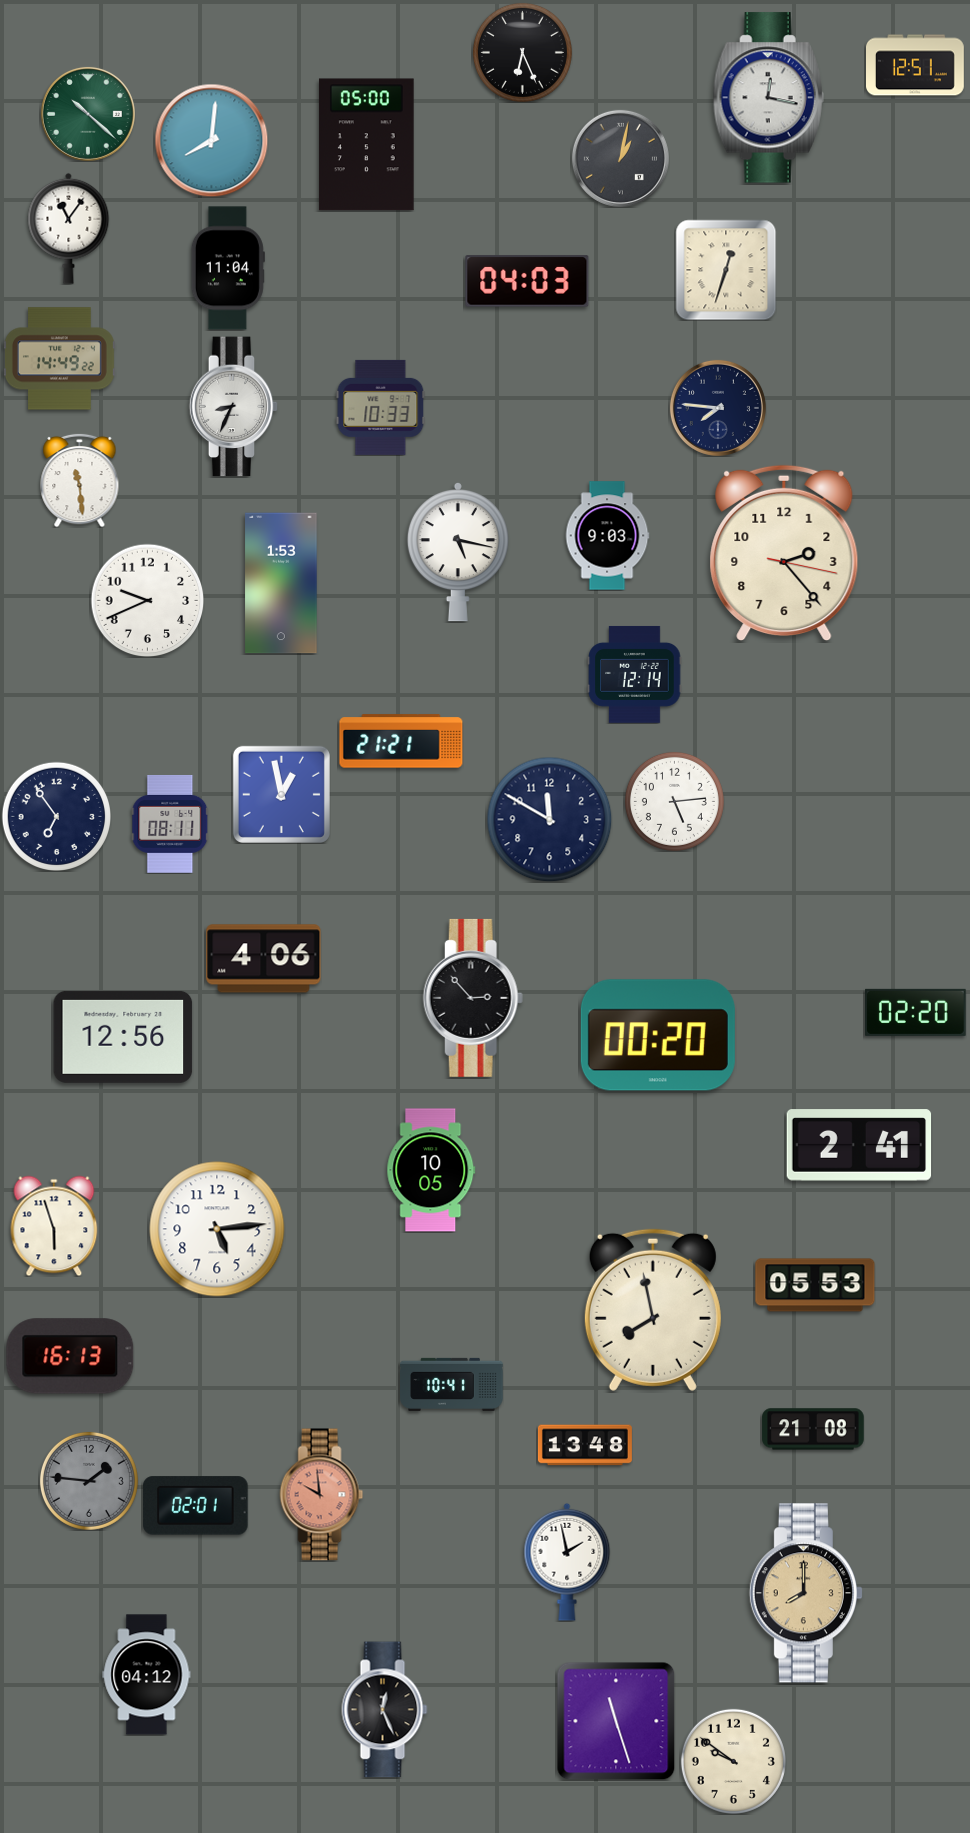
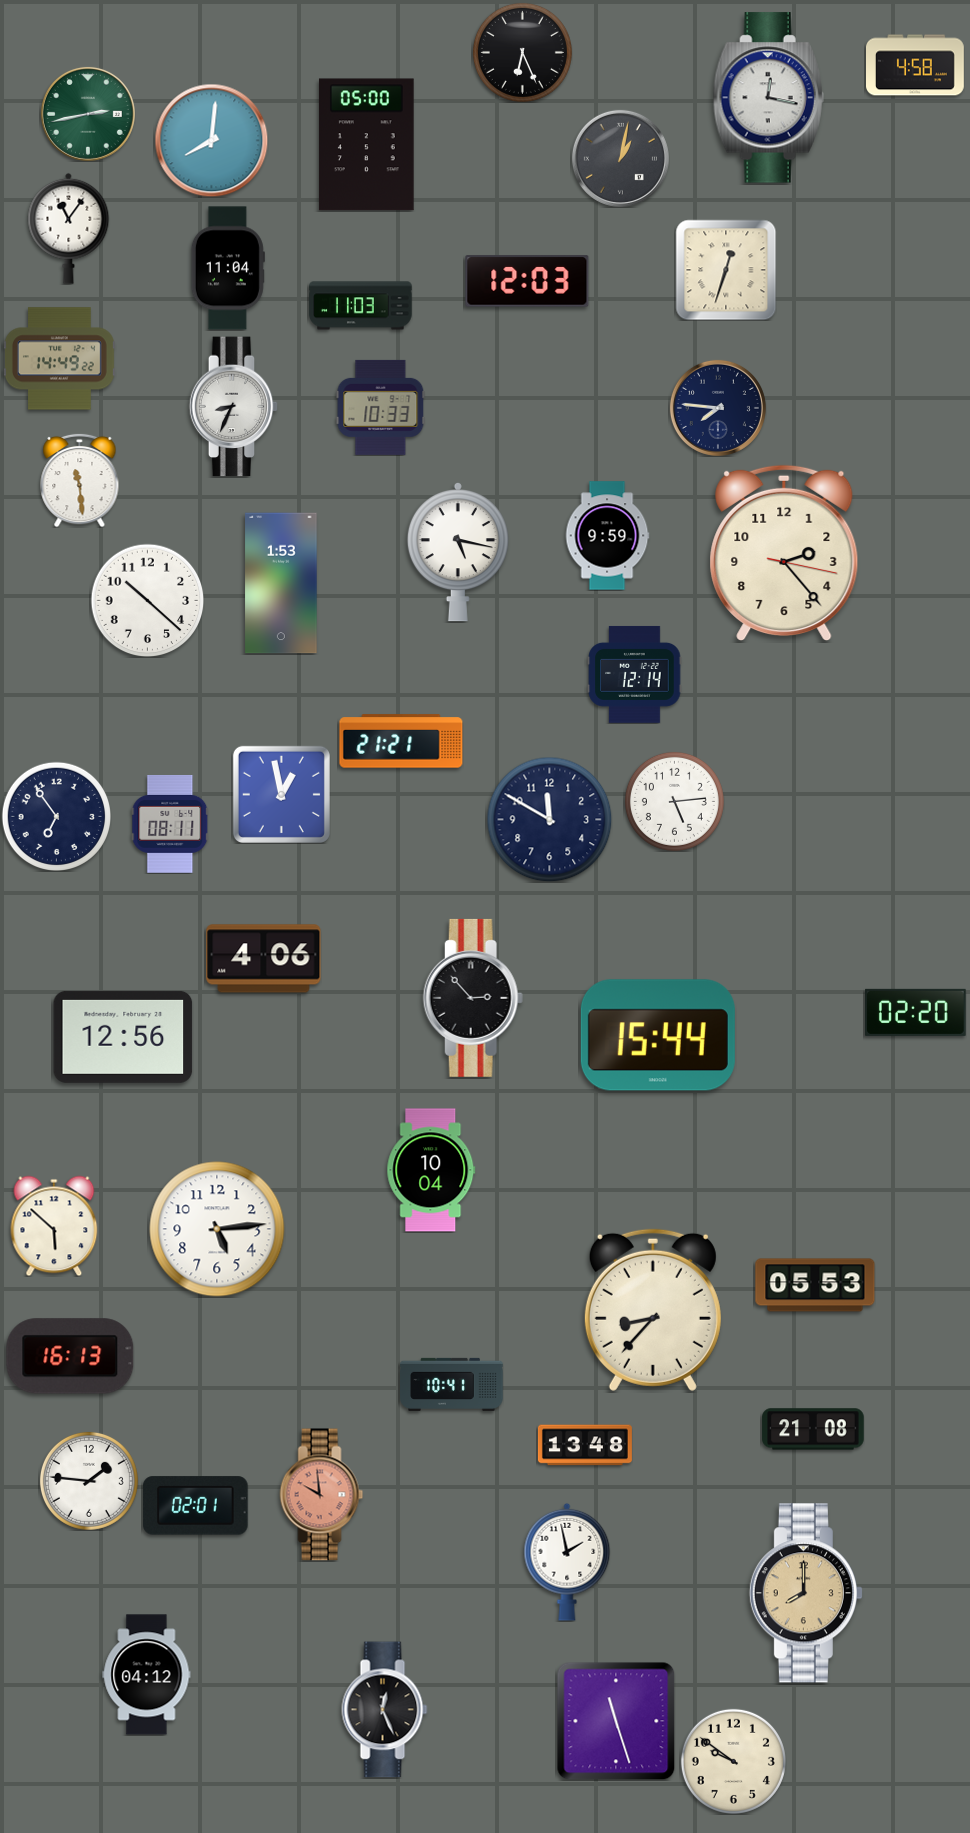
clock at (916, 65): 12:51 -> 4:58
clock at (88, 114): 10:22 -> 2:43
clock at (527, 281): 04:03 -> 12:03
clock at (361, 306): none -> 11:03
clock at (607, 536): 9:03 -> 9:59
clock at (147, 600): 9:41 -> 10:22
clock at (658, 1035): 00:20 -> 15:44
clock at (859, 1145): 2:41 -> none
clock at (431, 1170): 10:05 -> 10:04
clock at (54, 1226): 5:57 -> 5:52
clock at (653, 1310): 7:58 -> 8:37
clock at (89, 1481) dial: grey -> white
